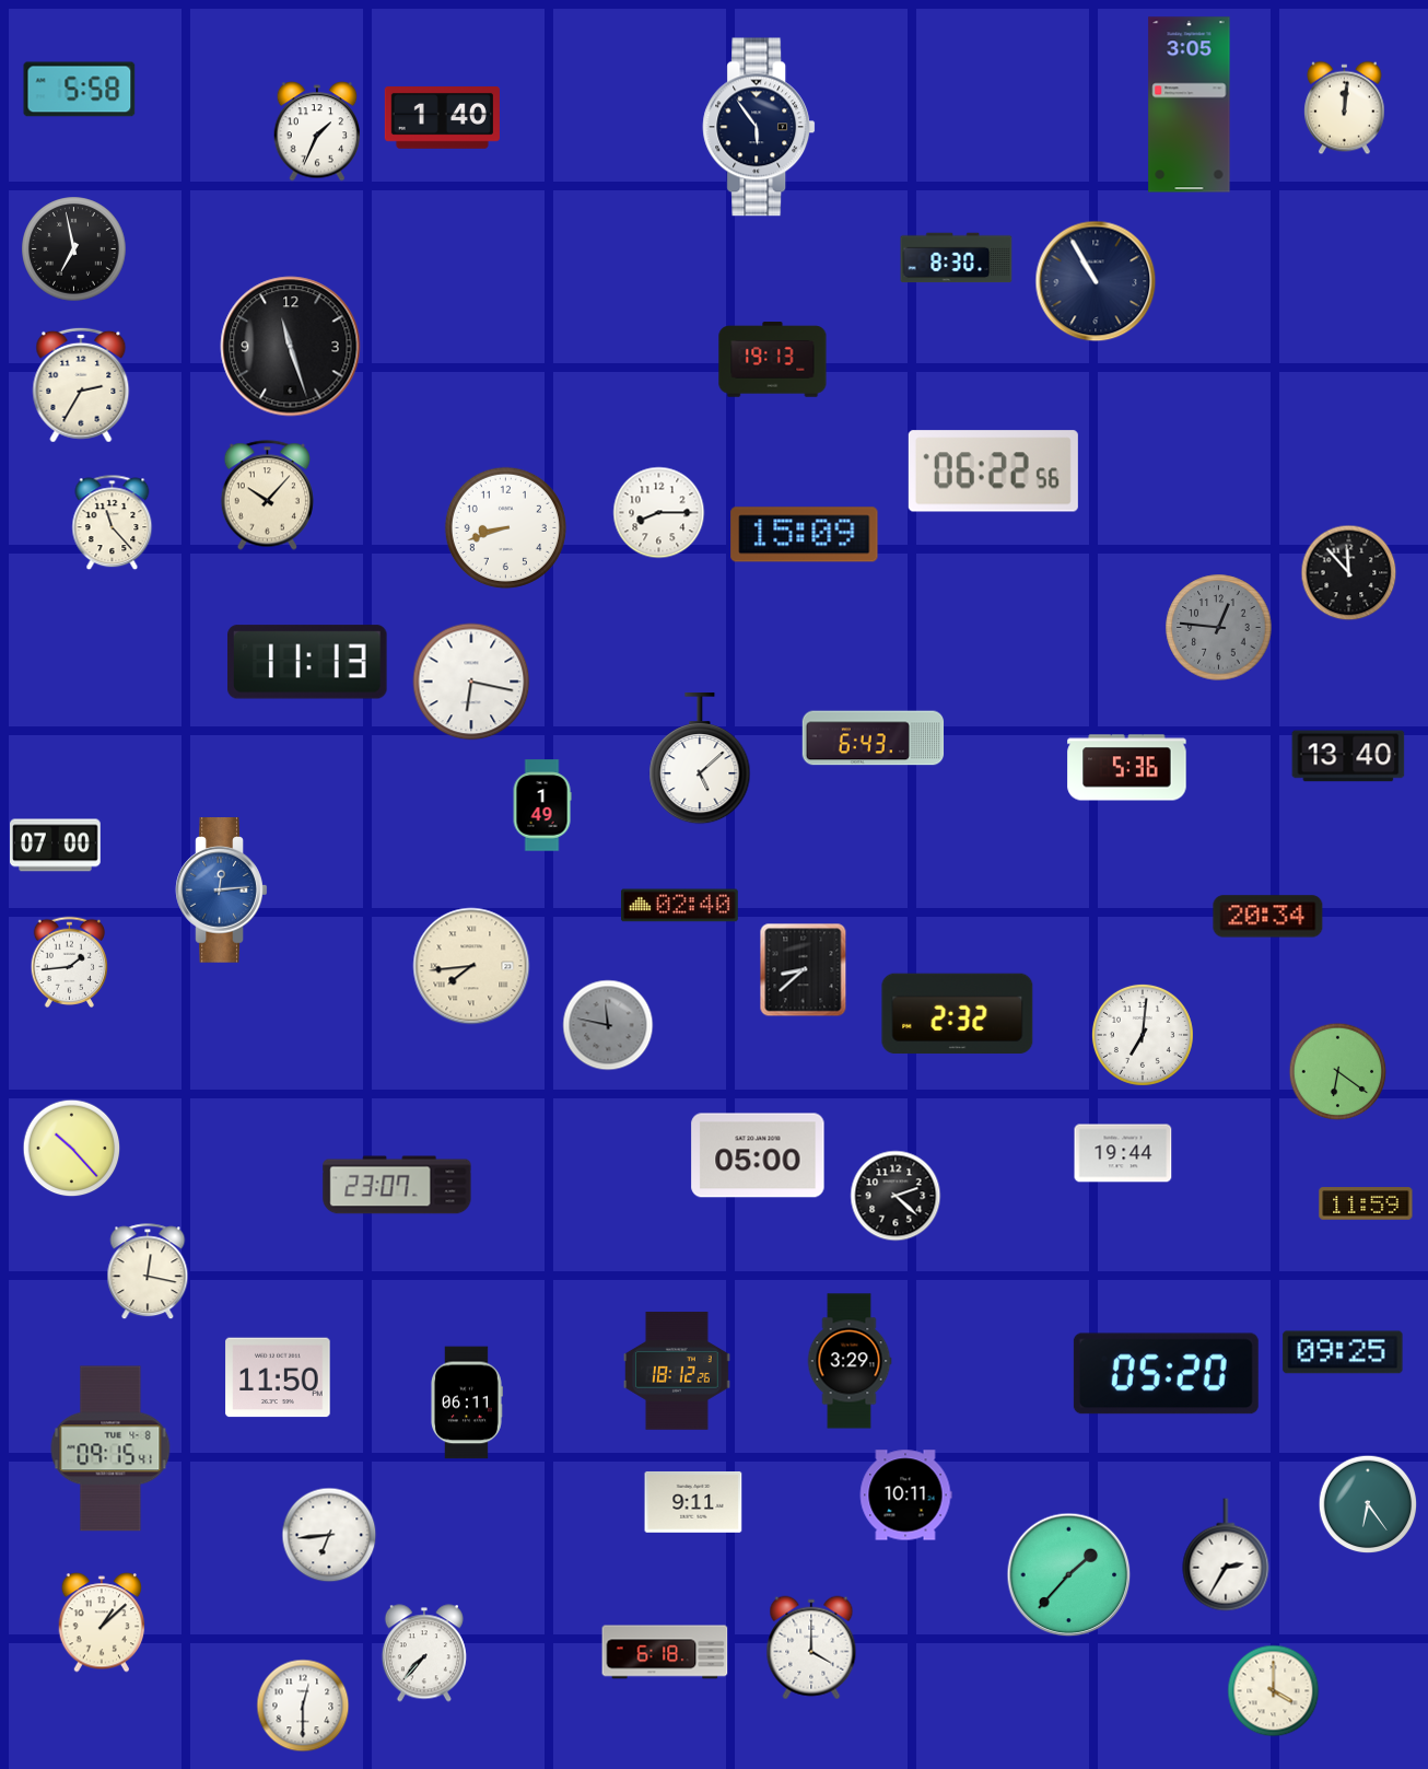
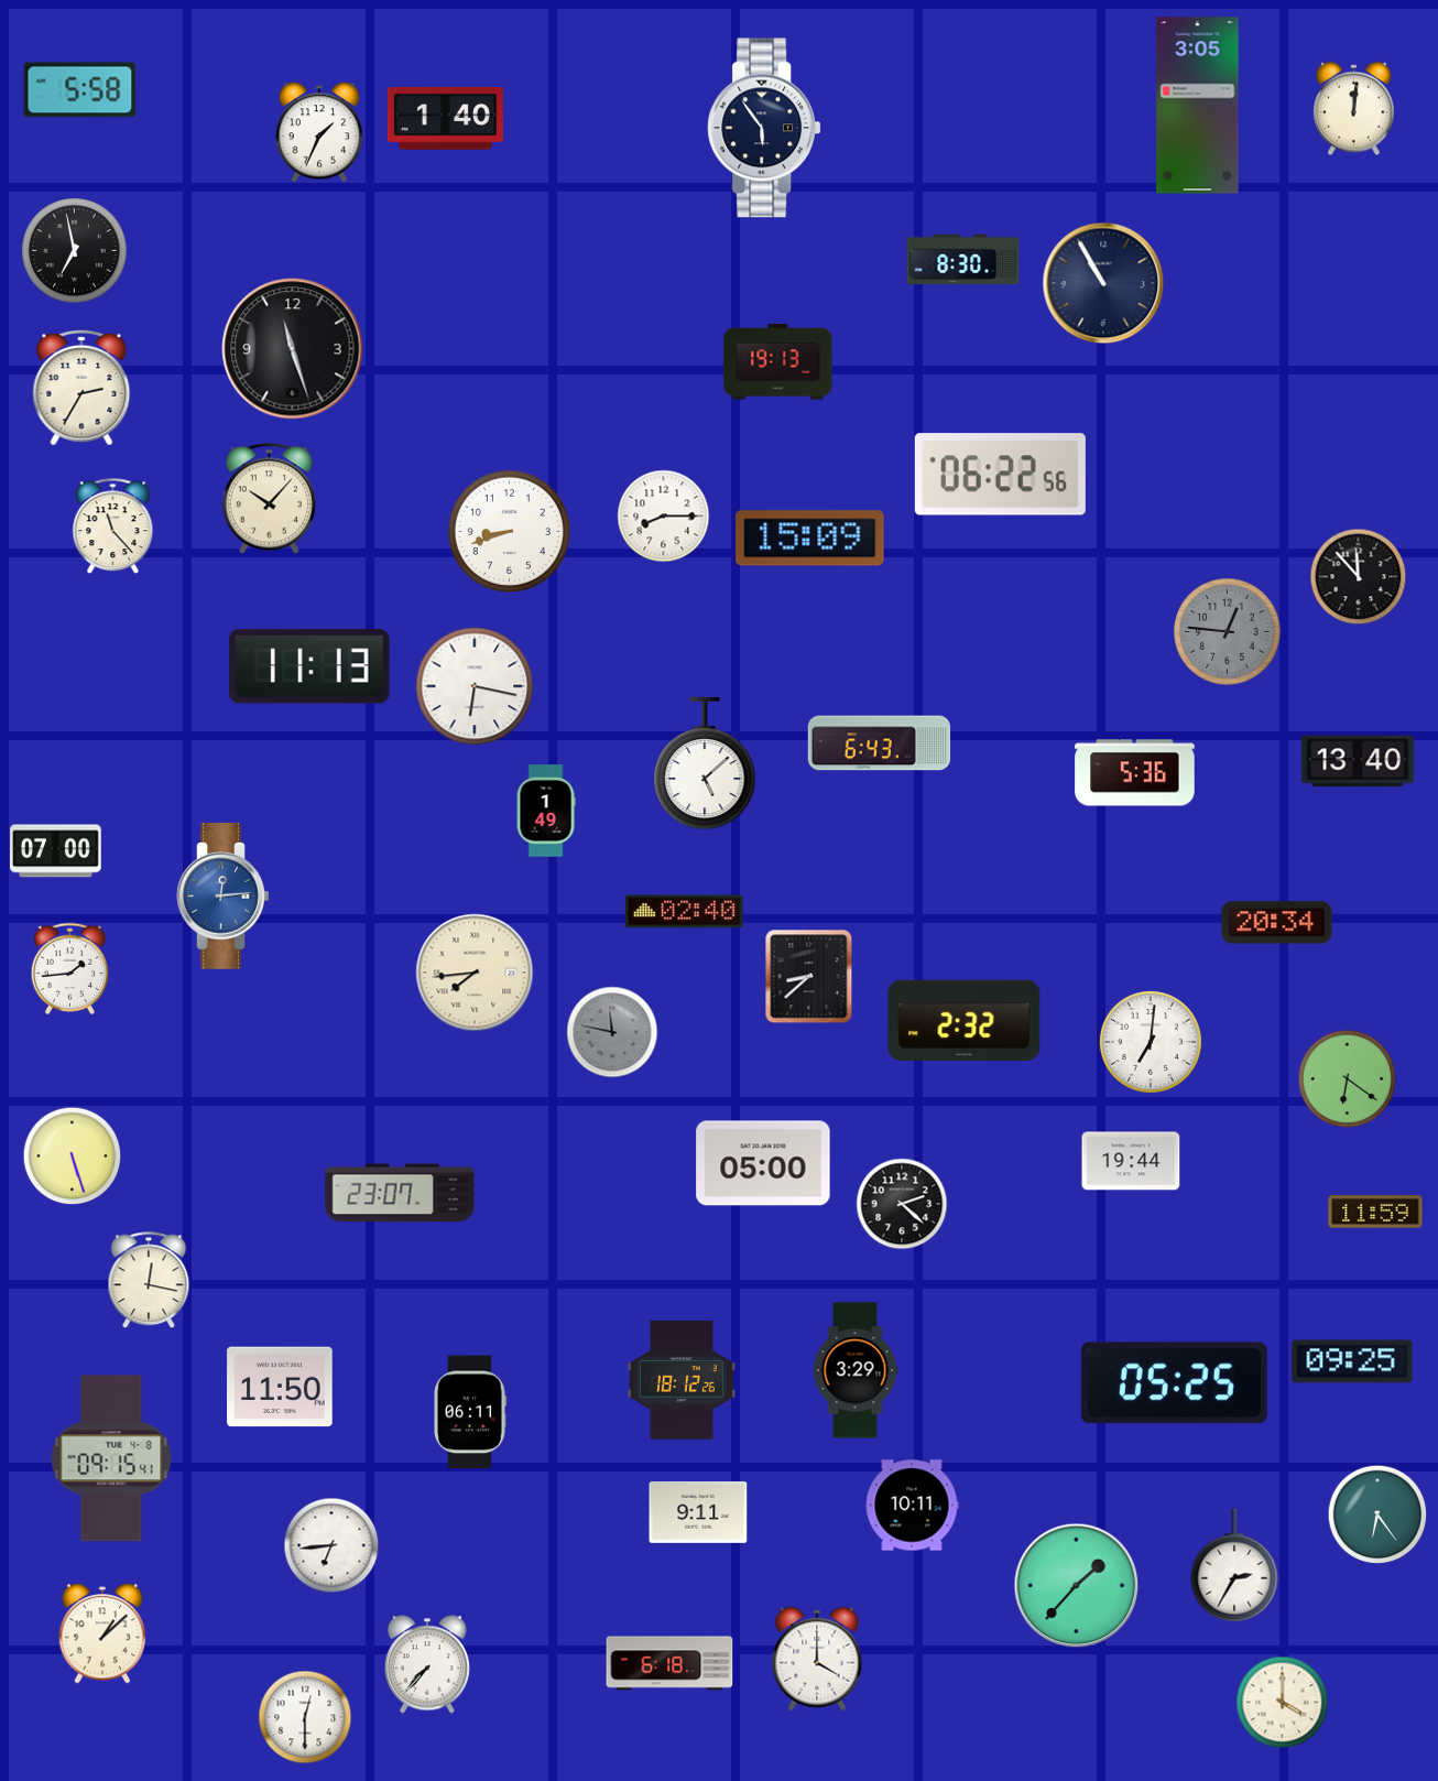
clock at (72, 1149): 10:23 -> 5:27
clock at (1166, 1374): 05:20 -> 05:25
